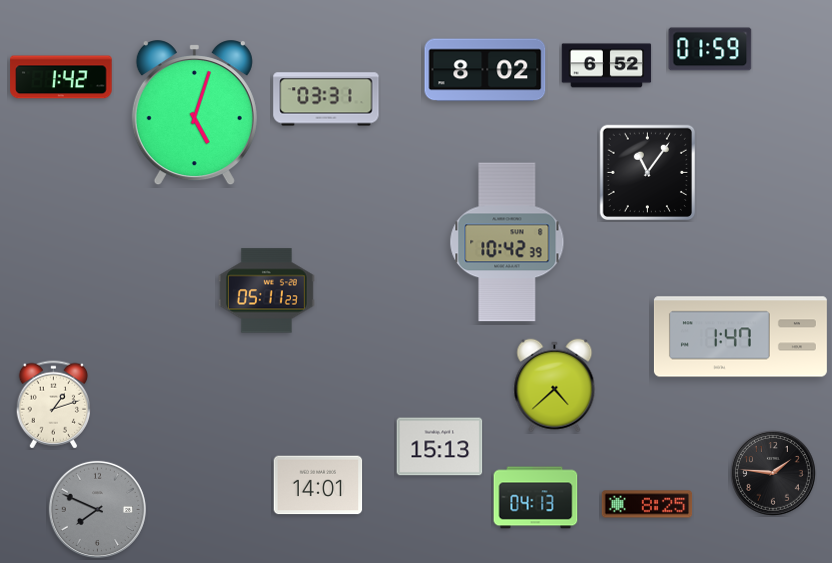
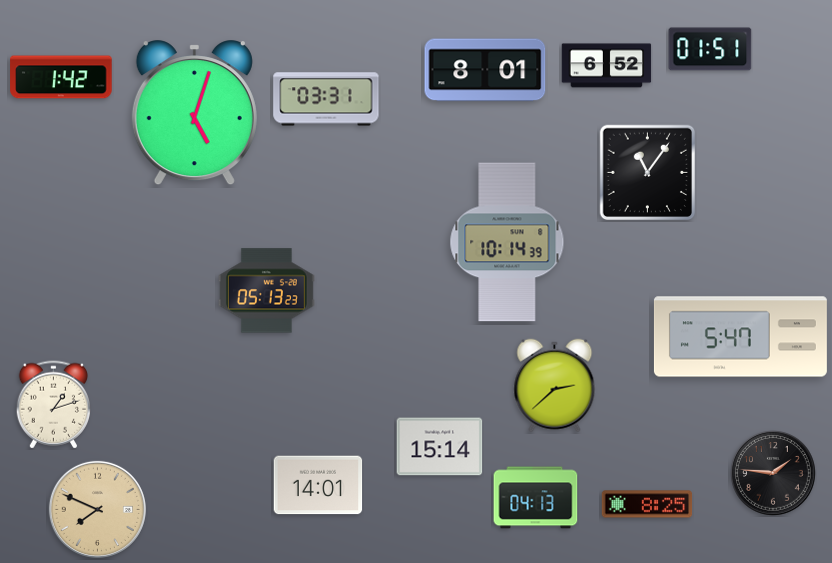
clock at (710, 49): 01:59 -> 01:51
clock at (485, 70): 8:02 -> 8:01
clock at (507, 242): 10:42 -> 10:14
clock at (266, 291): 05:11 -> 05:13
clock at (740, 337): 1:47 -> 5:47
clock at (555, 386): 4:38 -> 2:38
clock at (440, 447): 15:13 -> 15:14
clock at (97, 509) dial: grey -> champagne
